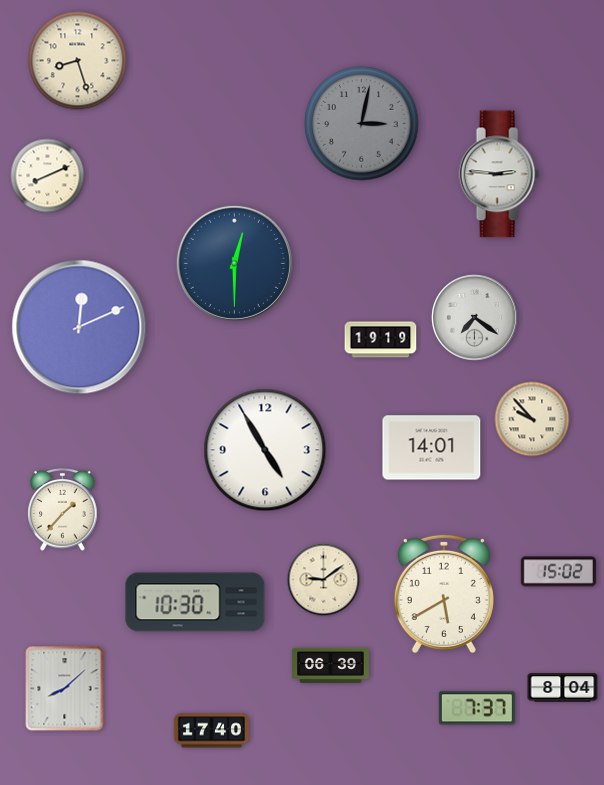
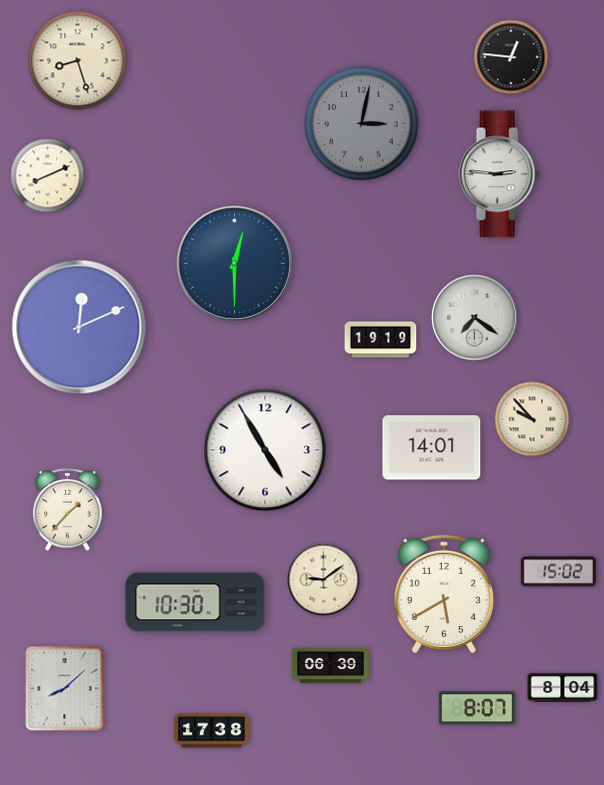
clock at (511, 57): none -> 12:46
clock at (63, 510) position: (63, 510) -> (68, 510)
clock at (477, 708): 7:37 -> 8:07
clock at (211, 731): 17:40 -> 17:38
